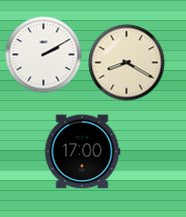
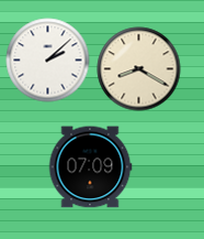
clock at (44, 55): 2:10 -> 2:08
clock at (82, 152): 17:00 -> 07:09
